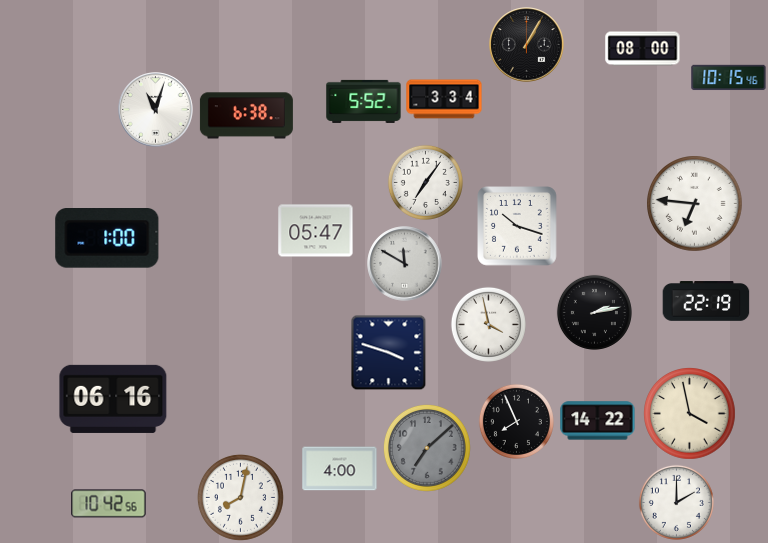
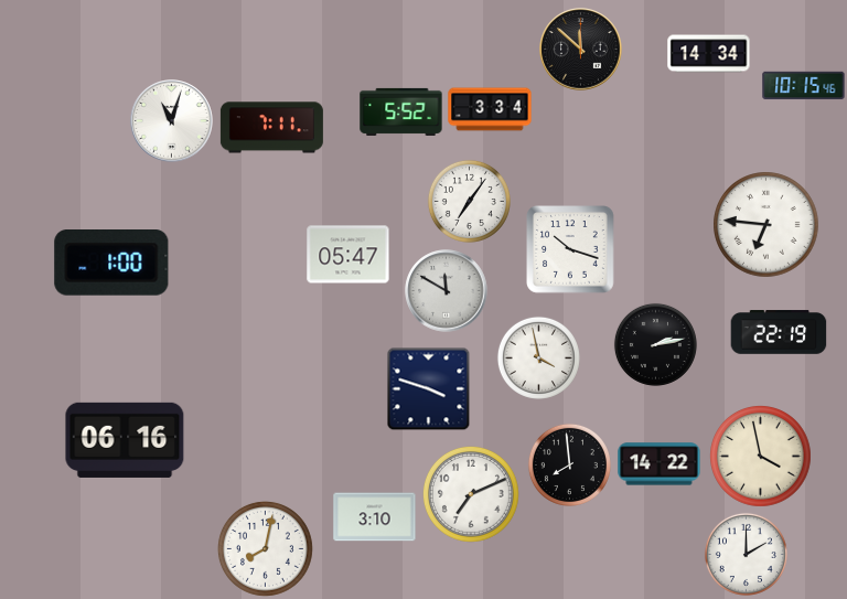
clock at (527, 45): 1:05 -> 11:52
clock at (643, 49): 08:00 -> 14:34
clock at (246, 116): 6:38 -> 7:11
clock at (107, 239) position: (107, 239) -> (111, 264)
clock at (516, 421): 7:56 -> 7:59
clock at (427, 448): 7:08 -> 7:11
clock at (427, 448) dial: grey -> white
clock at (340, 469): 4:00 -> 3:10
clock at (109, 504): 10:42 -> none
